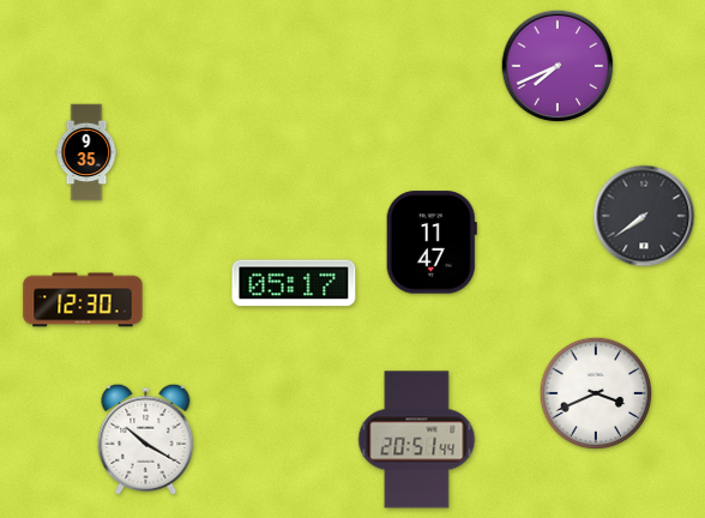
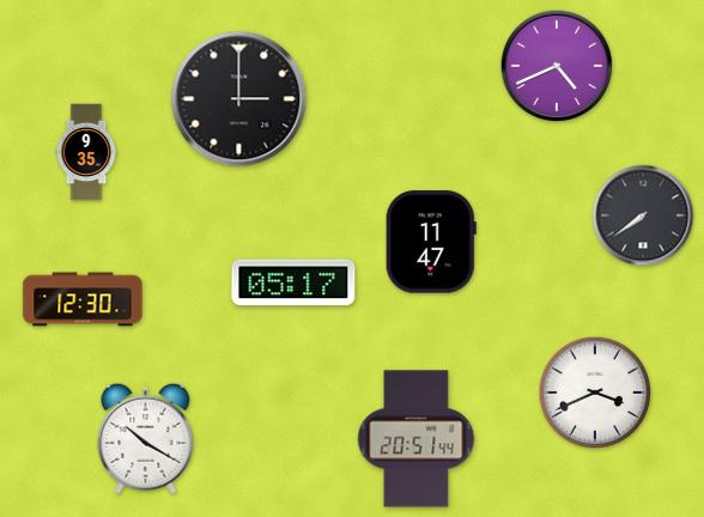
clock at (558, 66): 7:41 -> 4:41
clock at (239, 99): none -> 3:00
